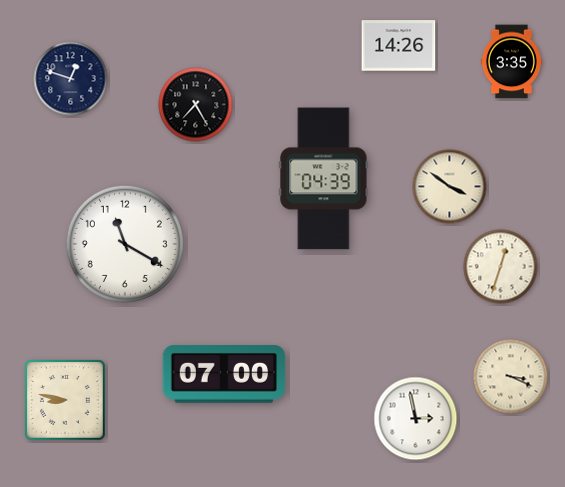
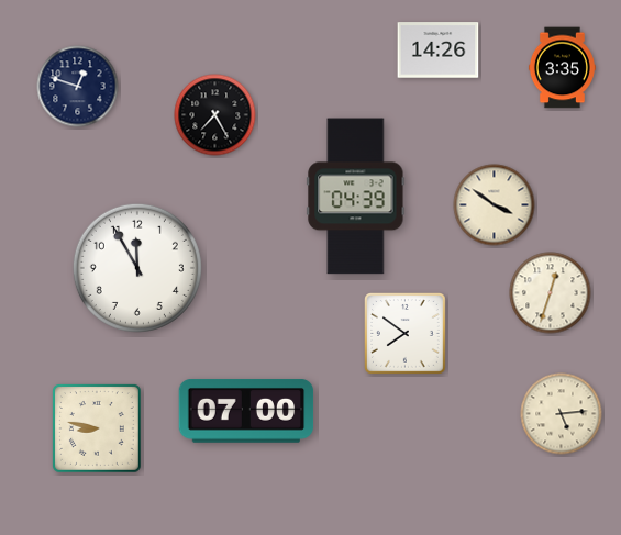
clock at (125, 244): 11:20 -> 11:55
clock at (406, 334): none -> 7:51
clock at (511, 377): 3:19 -> 5:14
clock at (65, 400) position: (65, 400) -> (97, 428)
clock at (416, 419): 2:58 -> none
